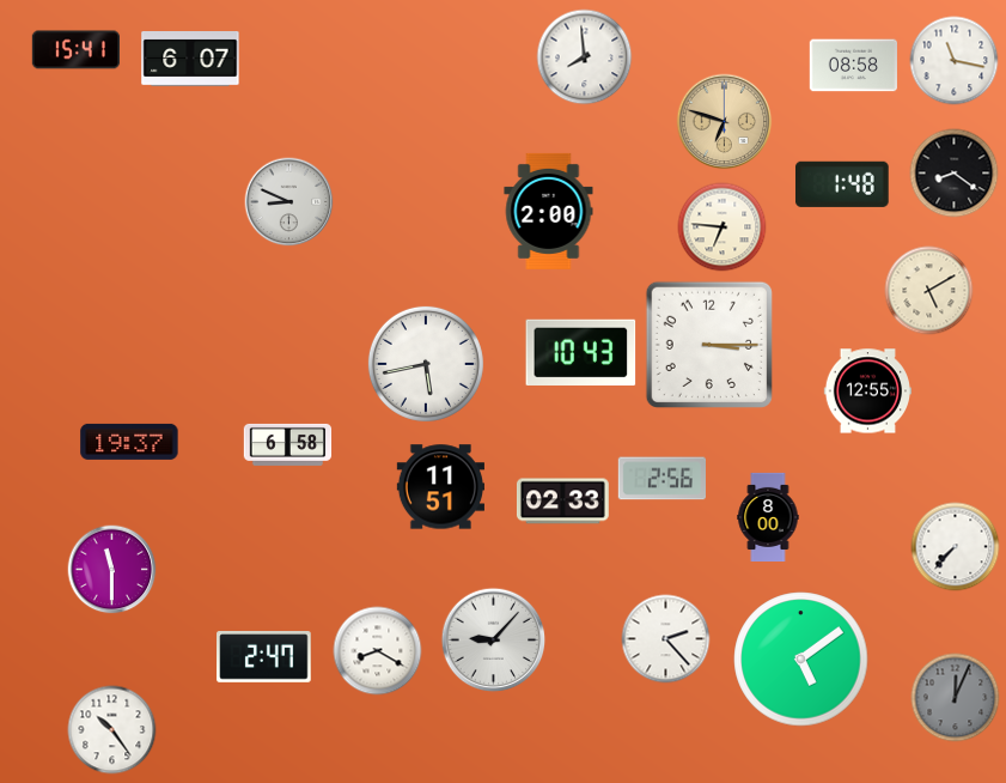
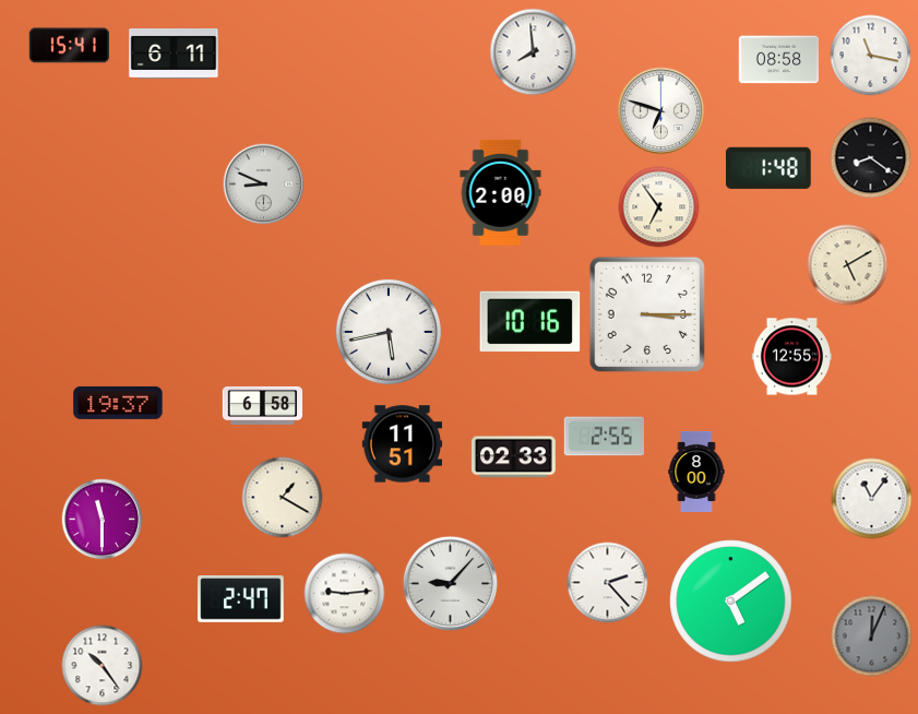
clock at (190, 60): 6:07 -> 6:11
clock at (725, 122) dial: champagne -> white
clock at (723, 227): 6:46 -> 6:54
clock at (581, 352): 10:43 -> 10:16
clock at (661, 479): 2:56 -> 2:55
clock at (768, 516) position: (768, 516) -> (696, 471)
clock at (283, 498): none -> 1:20
clock at (956, 547): 7:37 -> 11:06
clock at (378, 651): 8:20 -> 9:14
